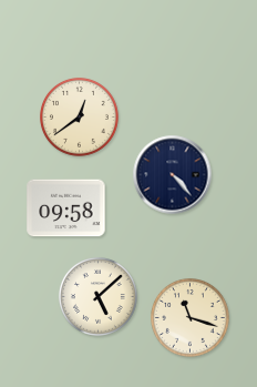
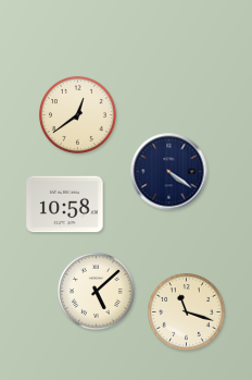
clock at (173, 175): 4:23 -> 4:21
clock at (66, 208): 09:58 -> 10:58
